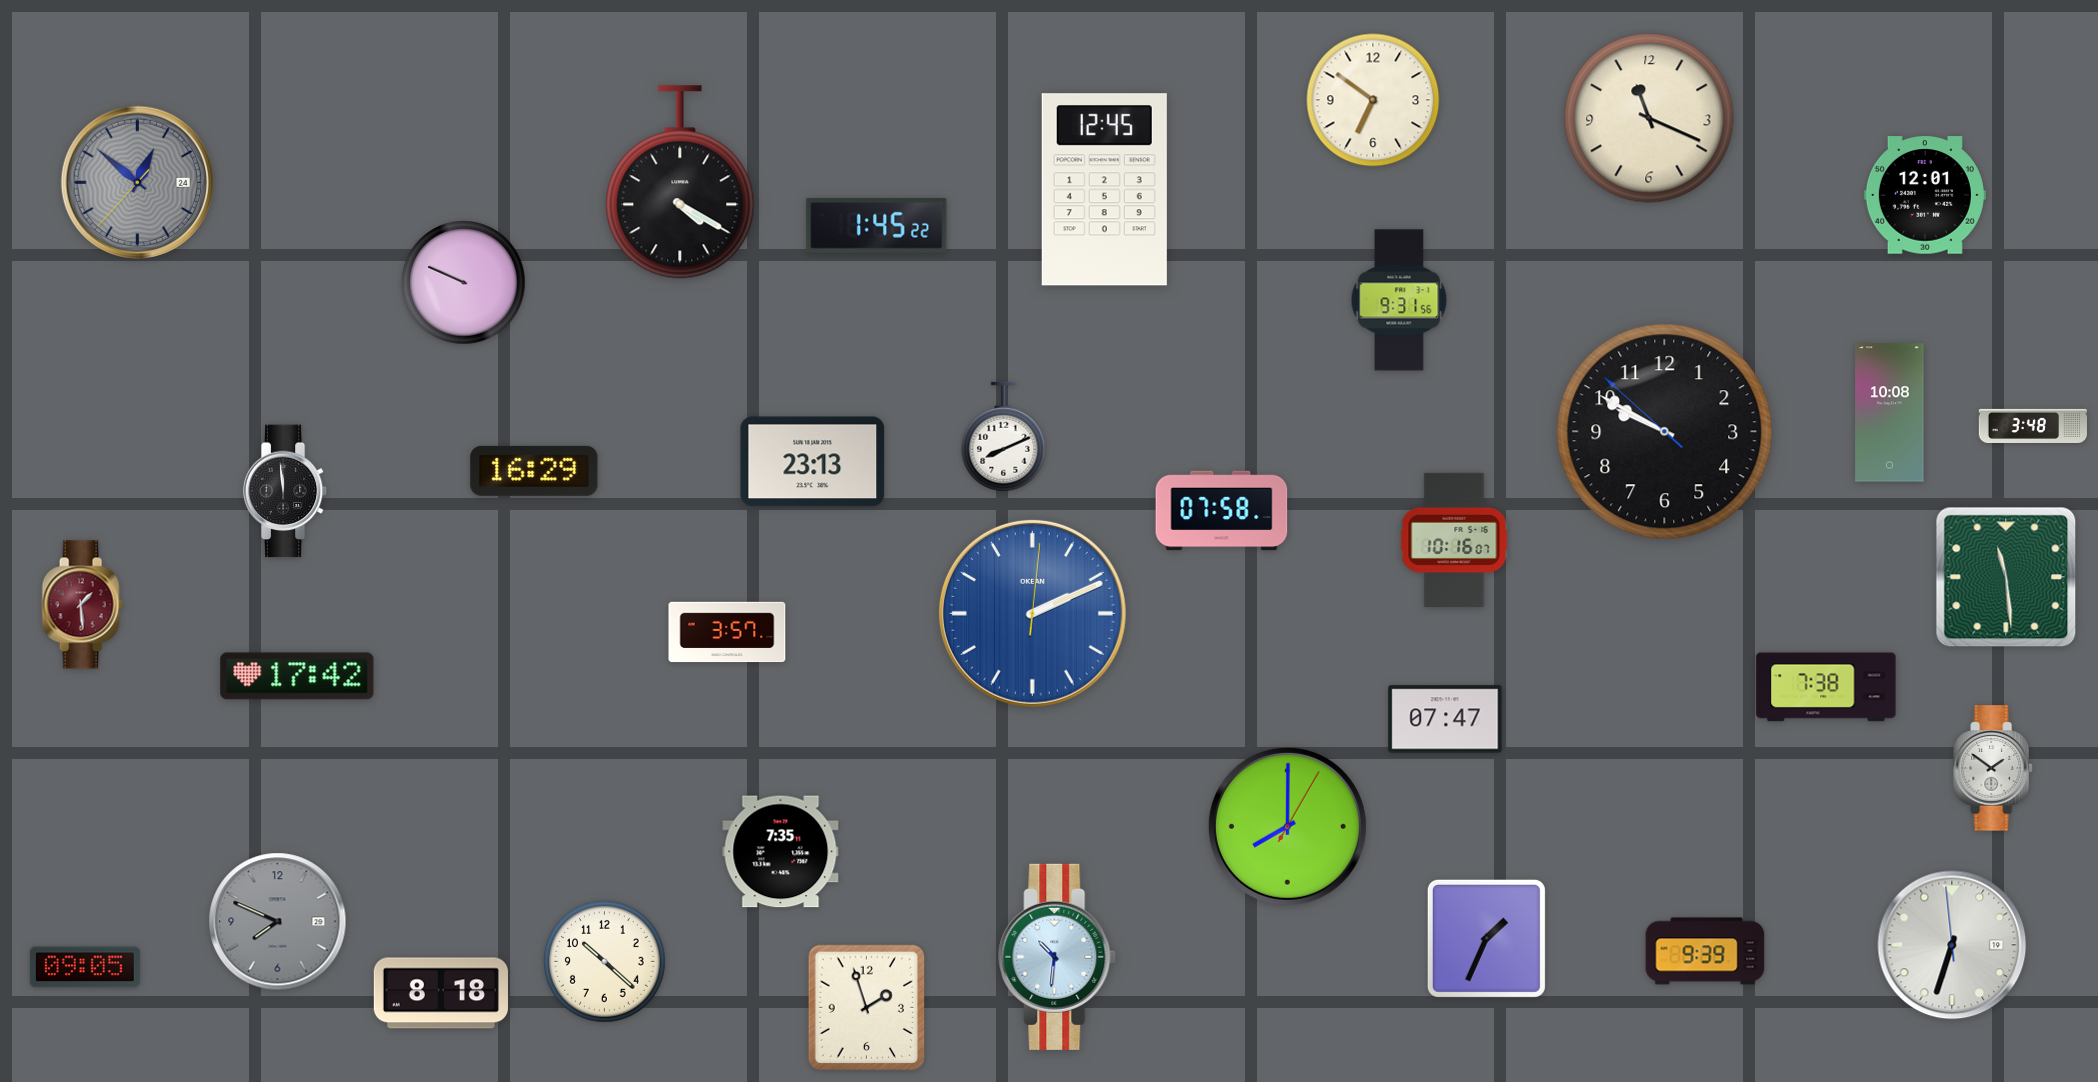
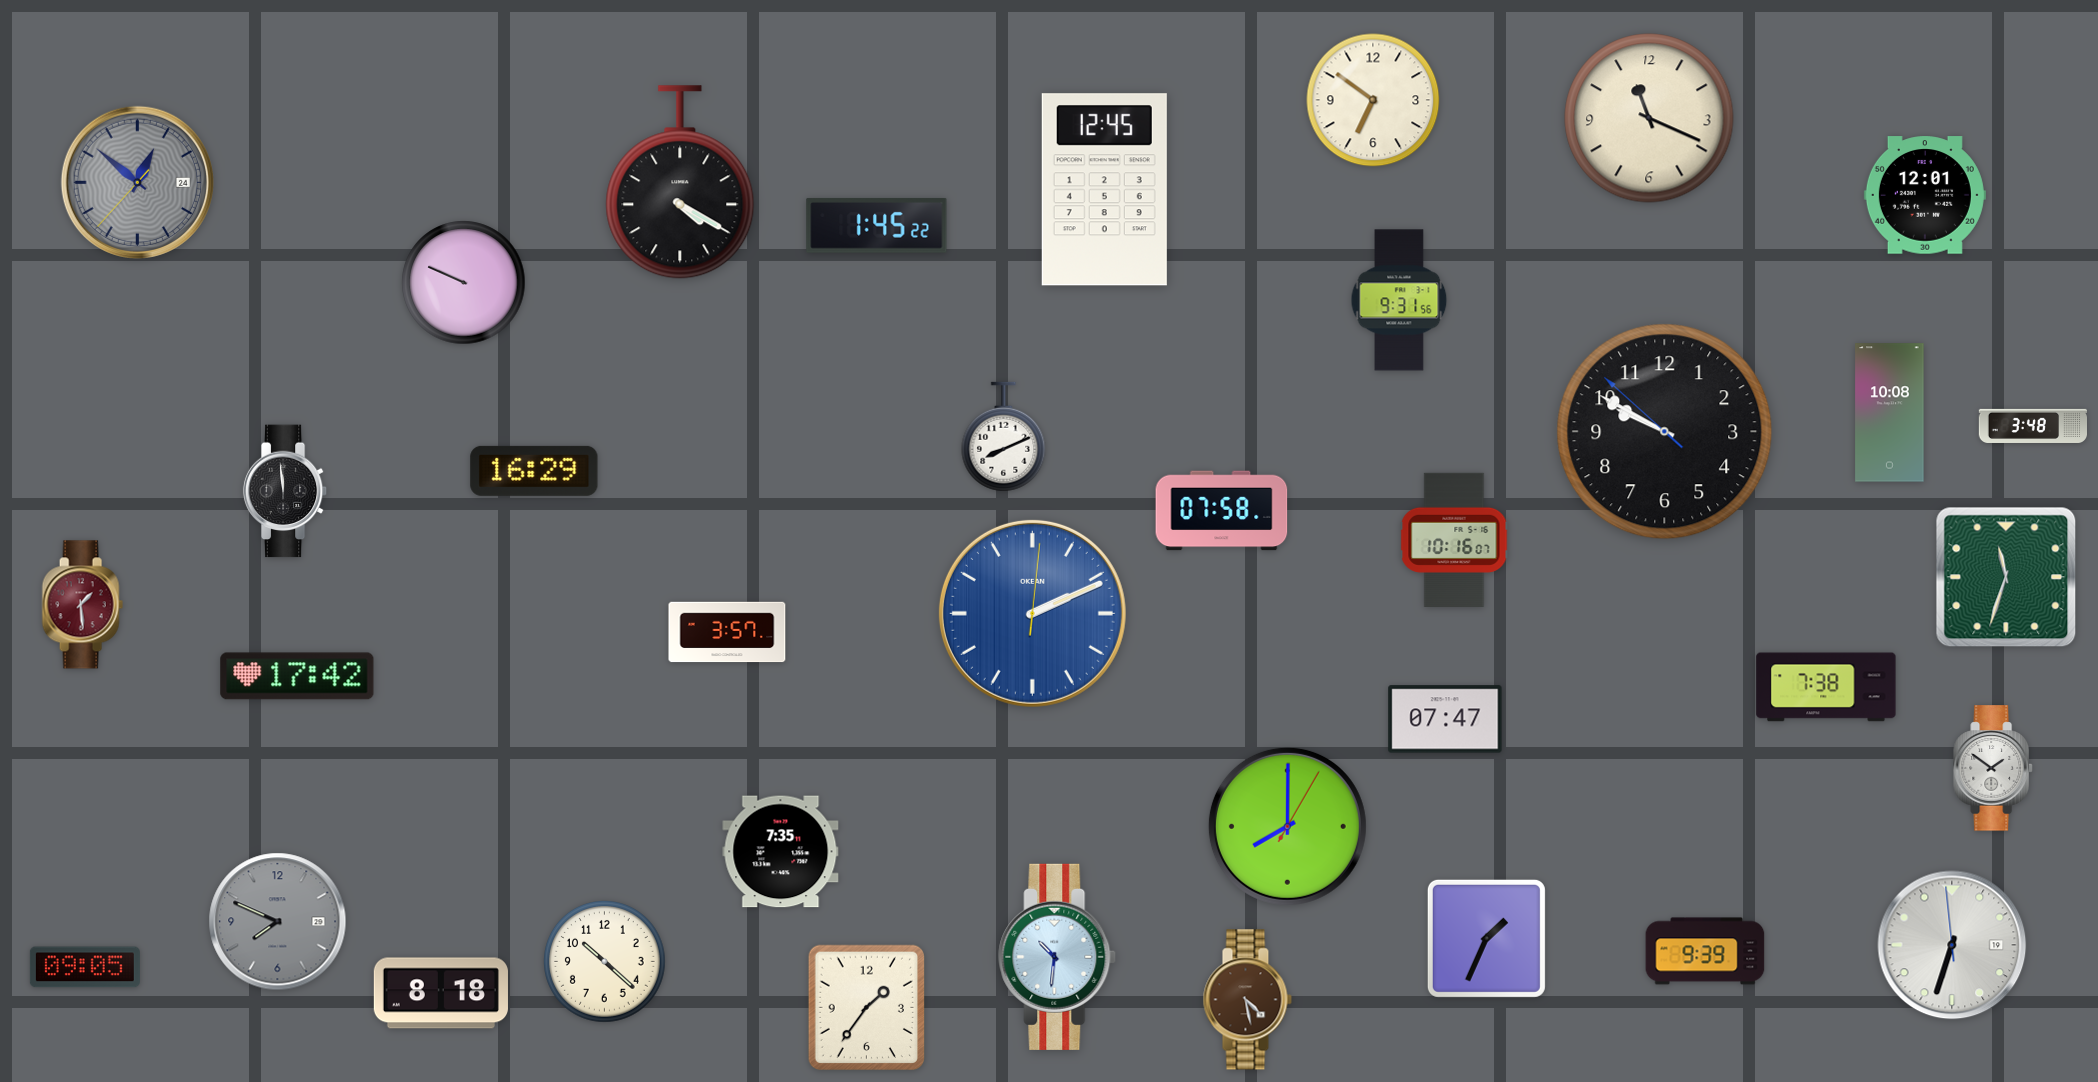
clock at (813, 462): 23:13 -> none
clock at (2006, 577): 11:29 -> 11:33
clock at (1247, 1000): none -> 4:28
clock at (866, 1008): 1:57 -> 1:36
